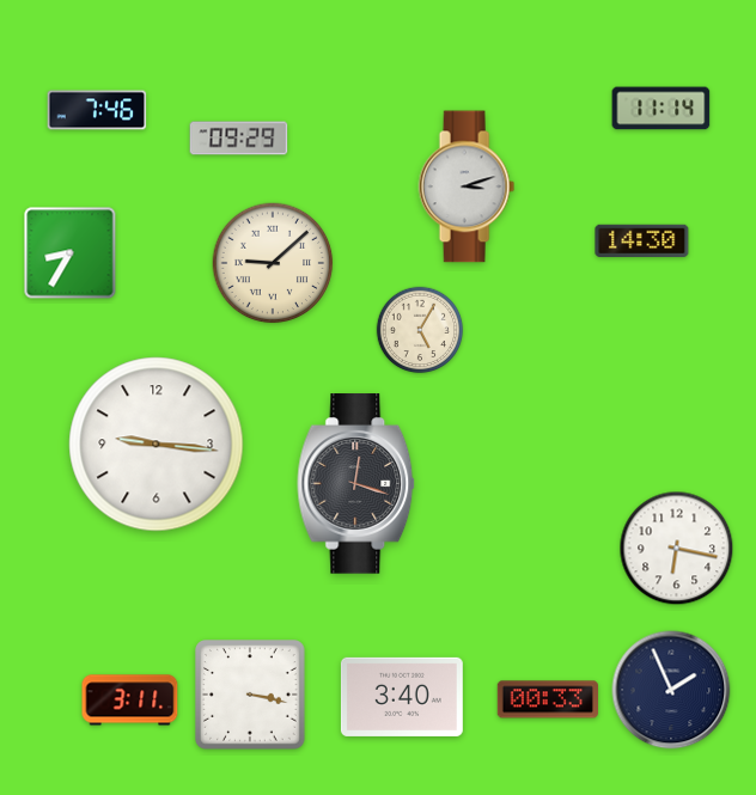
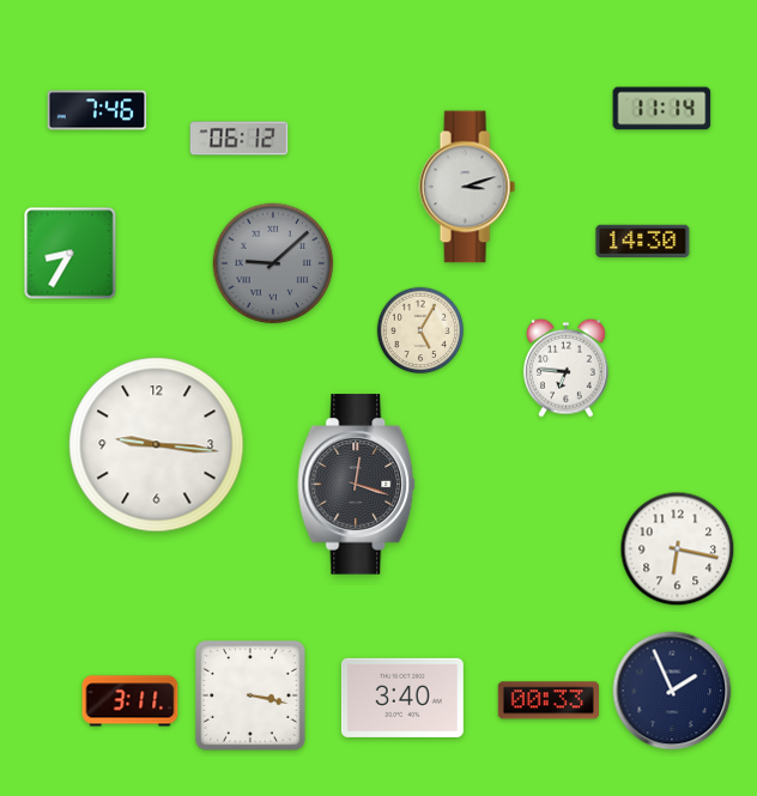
clock at (239, 139): 09:29 -> 06:12
clock at (273, 263) dial: cream -> grey
clock at (565, 367): none -> 6:46
